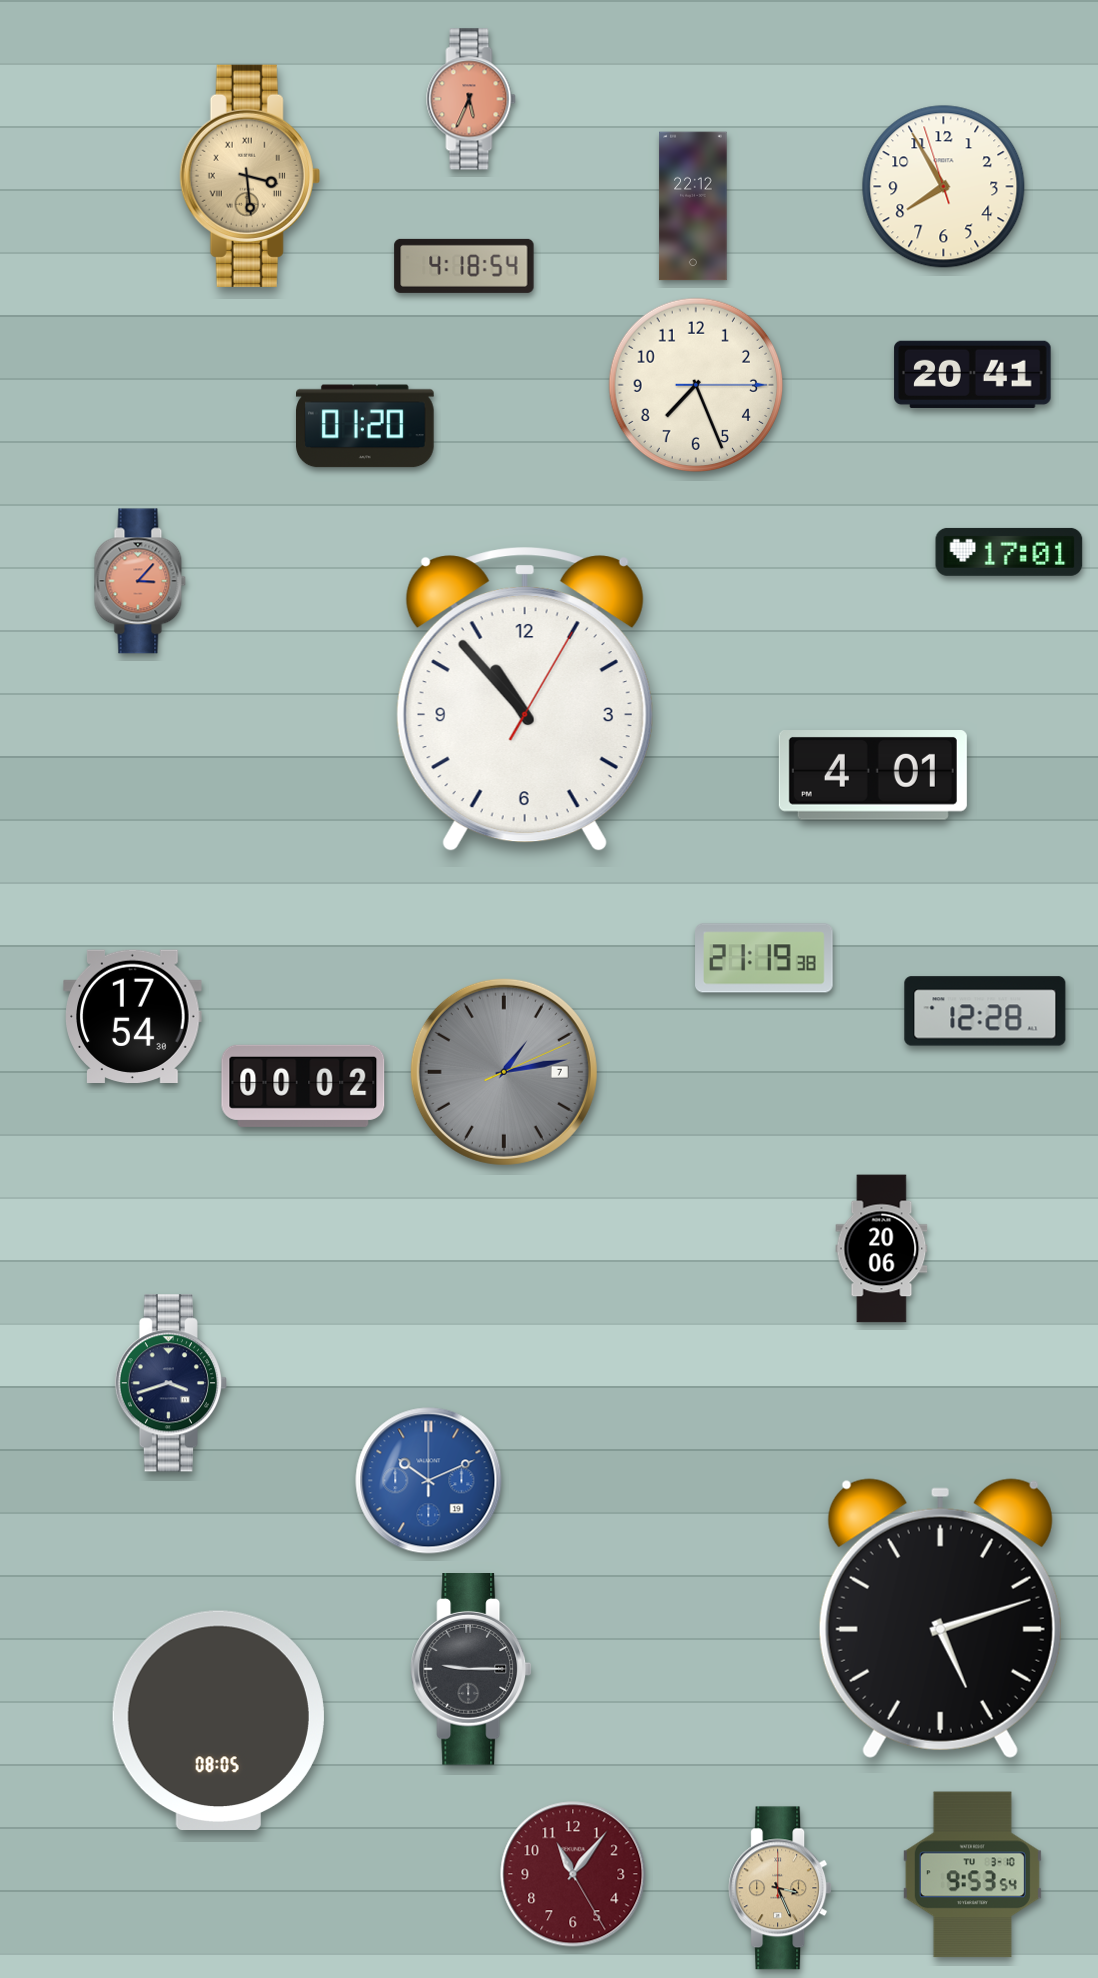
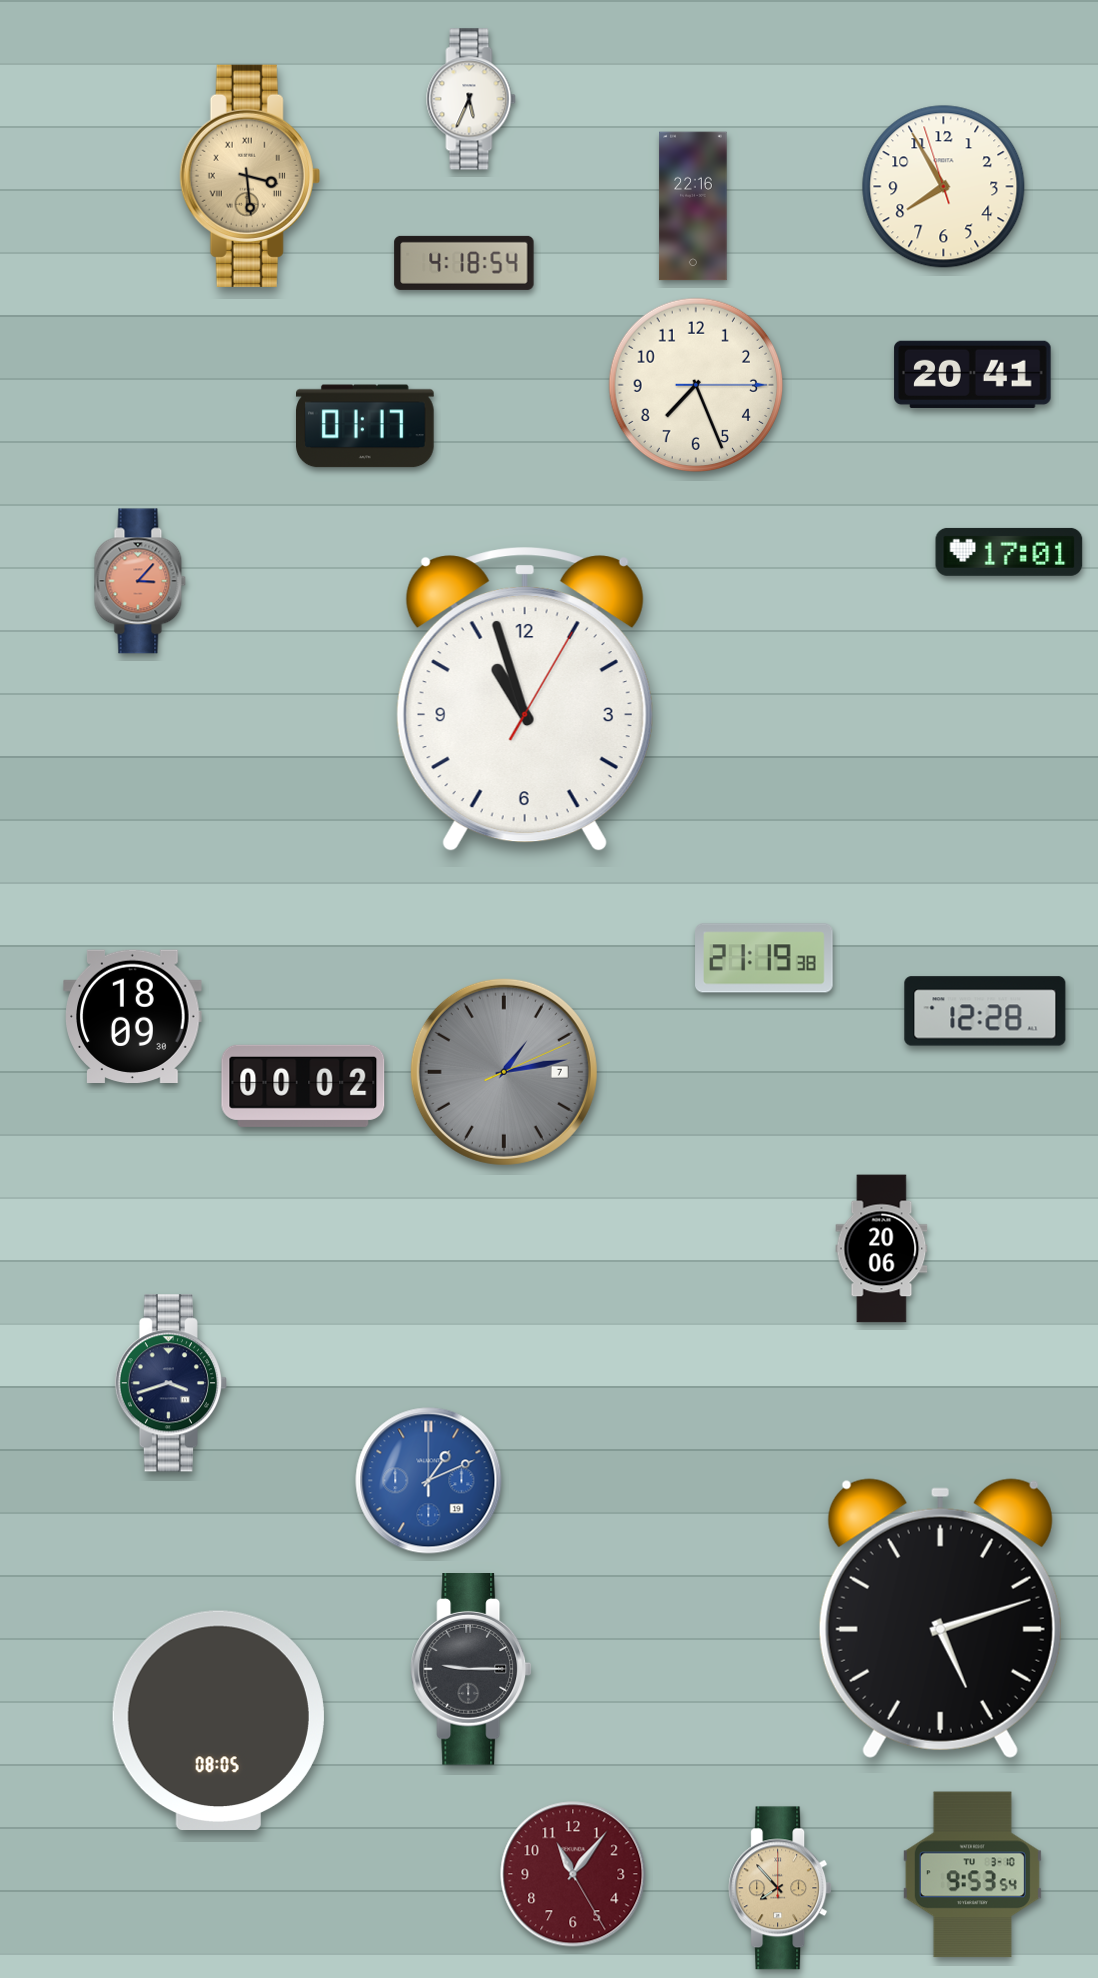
clock at (471, 99) dial: salmon -> white
clock at (693, 206): 22:12 -> 22:16
clock at (464, 266) position: (464, 266) -> (464, 263)
clock at (366, 426): 01:20 -> 01:17
clock at (525, 700): 10:53 -> 10:57
clock at (873, 776): 4:01 -> none
clock at (133, 1017): 17:54 -> 18:09
clock at (429, 1481): 10:11 -> 1:11
clock at (780, 1888): 3:26 -> 7:53
